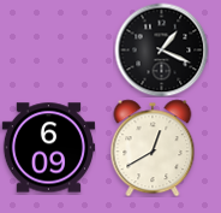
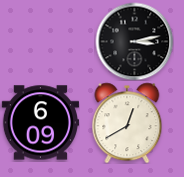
clock at (161, 49): 1:19 -> 3:13
